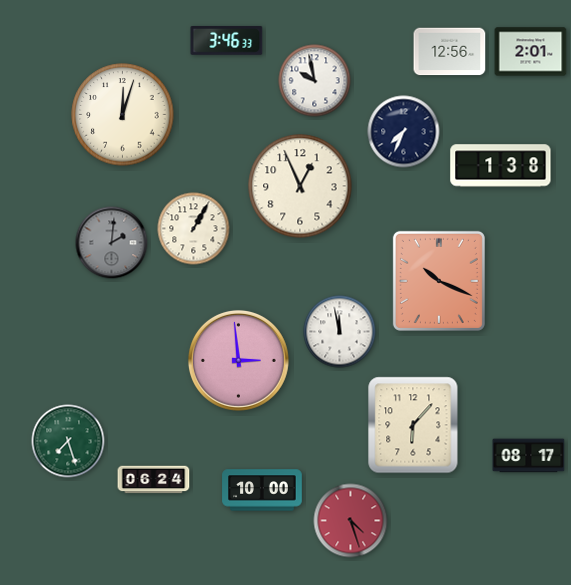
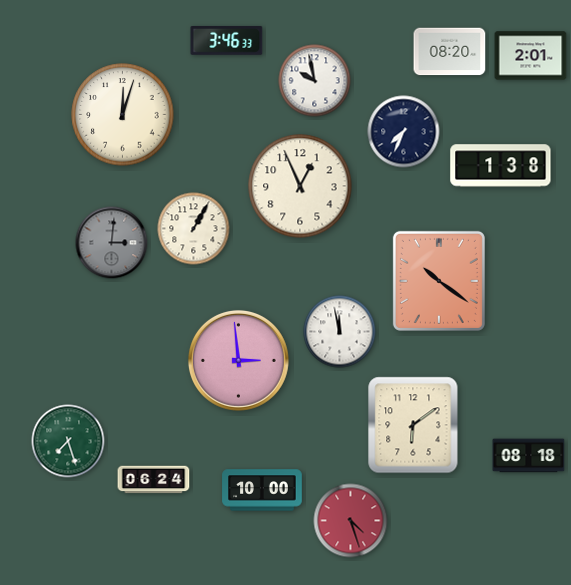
clock at (450, 52): 12:56 -> 08:20
clock at (531, 52) position: (531, 52) -> (531, 56)
clock at (112, 243): 2:01 -> 3:01
clock at (439, 281): 10:19 -> 10:21
clock at (413, 425): 6:07 -> 6:09
clock at (529, 456): 08:17 -> 08:18
